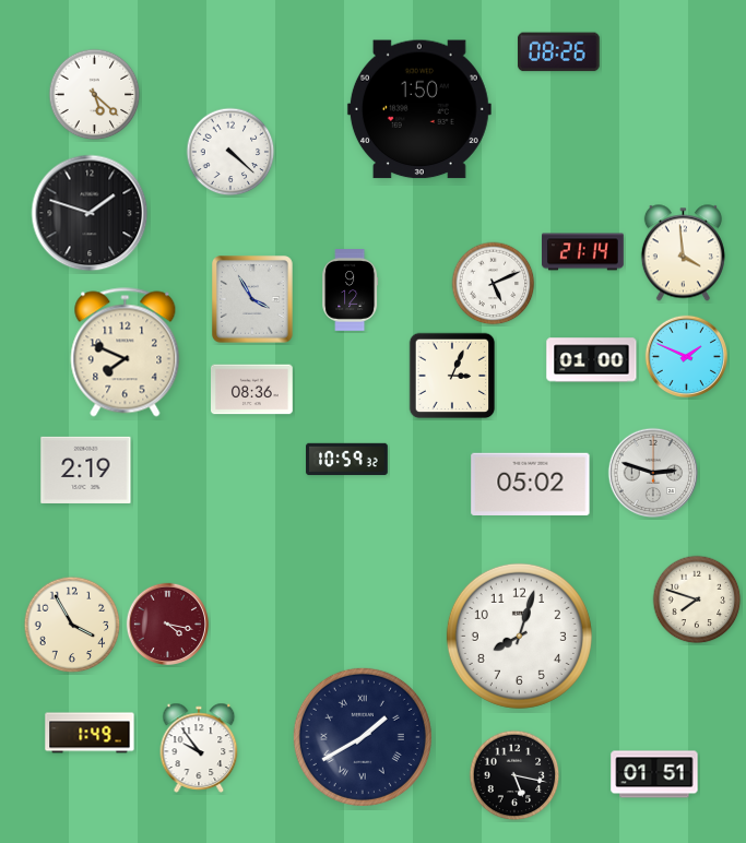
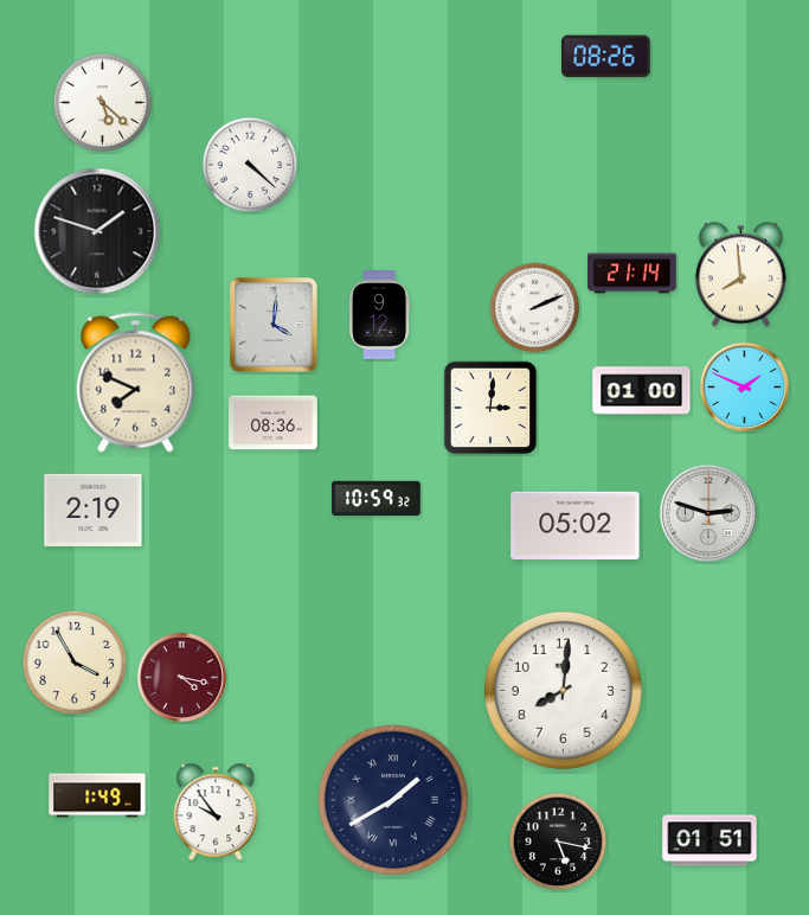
clock at (419, 109): 1:50 -> none
clock at (683, 253): 3:59 -> 7:59
clock at (494, 284): 5:11 -> 2:11
clock at (253, 300): 3:55 -> 4:01
clock at (452, 376): 3:04 -> 3:01
clock at (697, 599): 7:48 -> none
clock at (72, 625) position: (72, 625) -> (75, 663)
clock at (519, 636): 8:03 -> 8:01
